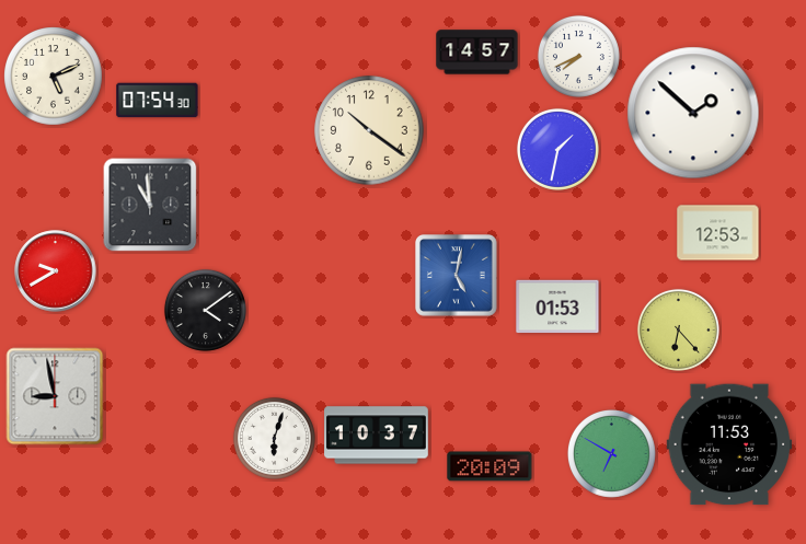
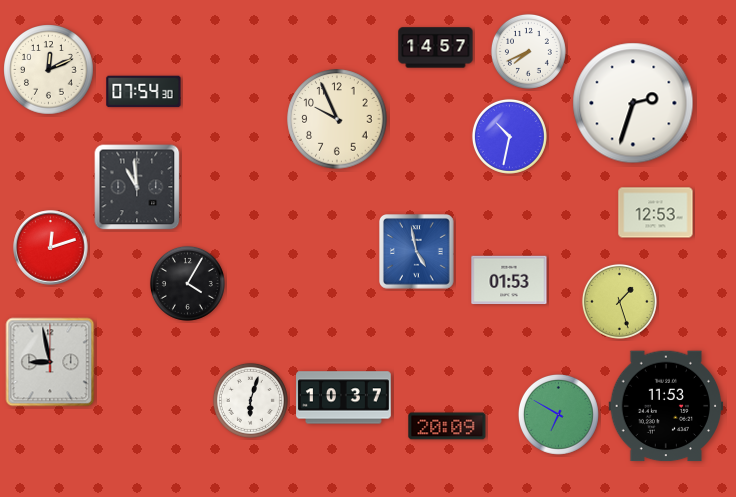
clock at (54, 77): 5:11 -> 12:11
clock at (693, 113): 1:52 -> 2:33
clock at (369, 130): 10:21 -> 9:56
clock at (557, 149): 1:32 -> 10:32
clock at (56, 271): 9:40 -> 12:12
clock at (457, 276): 5:02 -> 4:58
clock at (205, 310): 4:09 -> 4:05
clock at (678, 329): 6:23 -> 1:27
